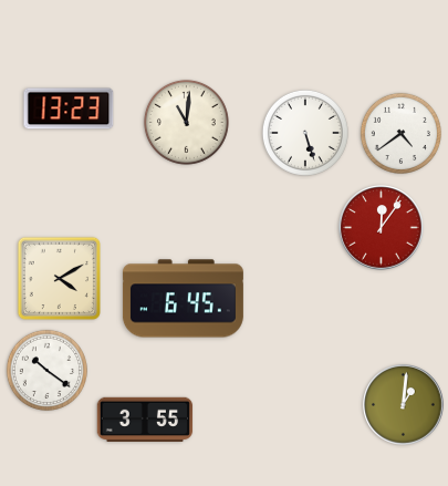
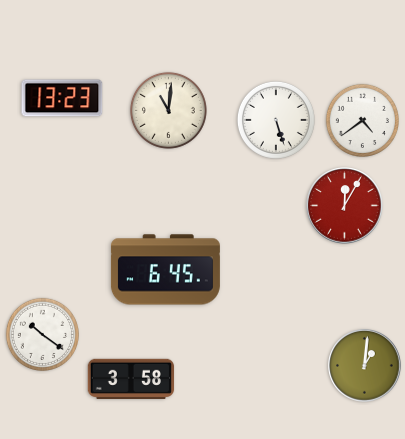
clock at (382, 228): 12:06 -> 12:05
clock at (59, 278): 4:10 -> none
clock at (145, 420): 3:55 -> 3:58
